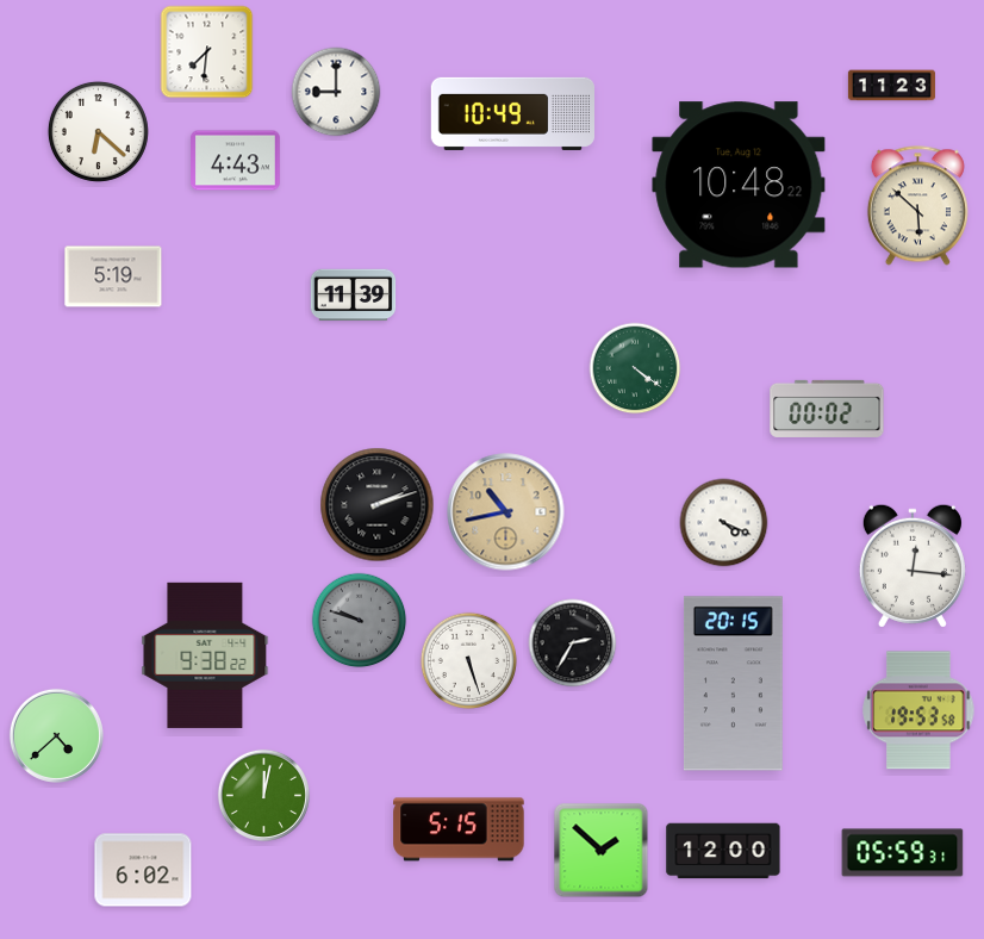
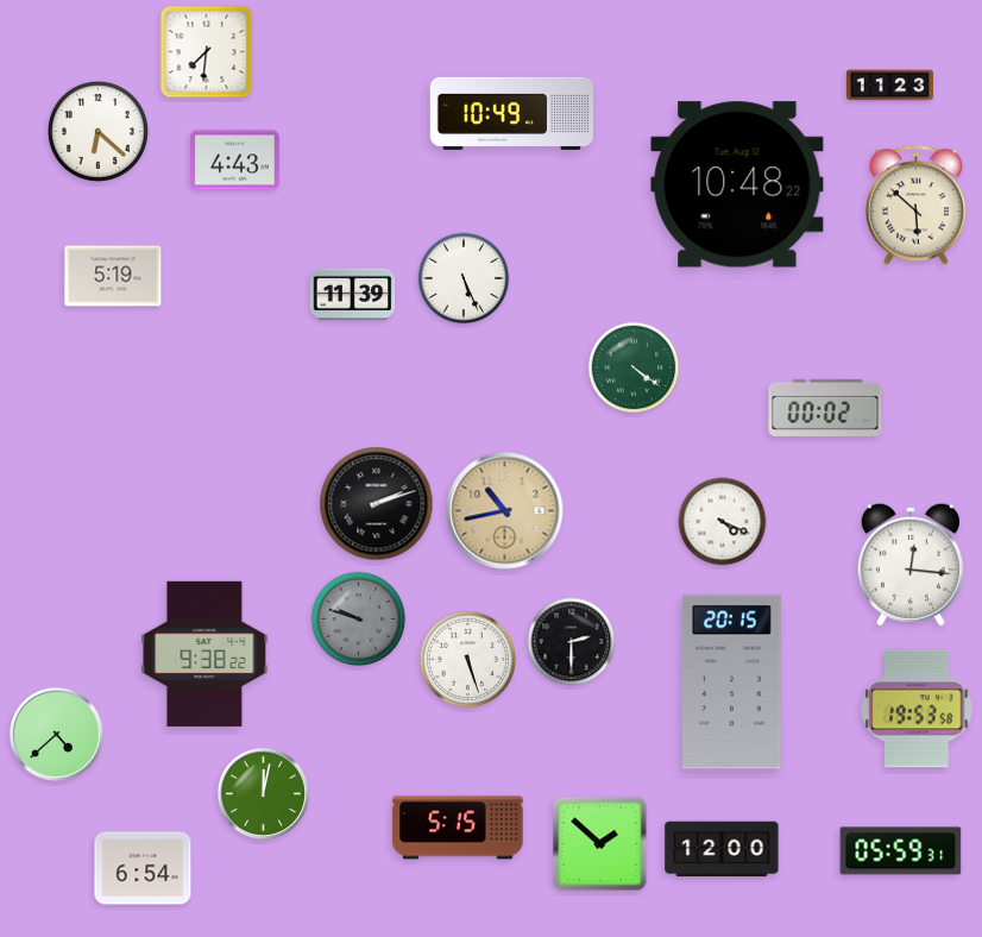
clock at (336, 92): 9:00 -> none
clock at (464, 278): none -> 5:26
clock at (573, 643): 2:35 -> 2:30
clock at (602, 851) position: (602, 851) -> (600, 844)
clock at (143, 870): 6:02 -> 6:54
